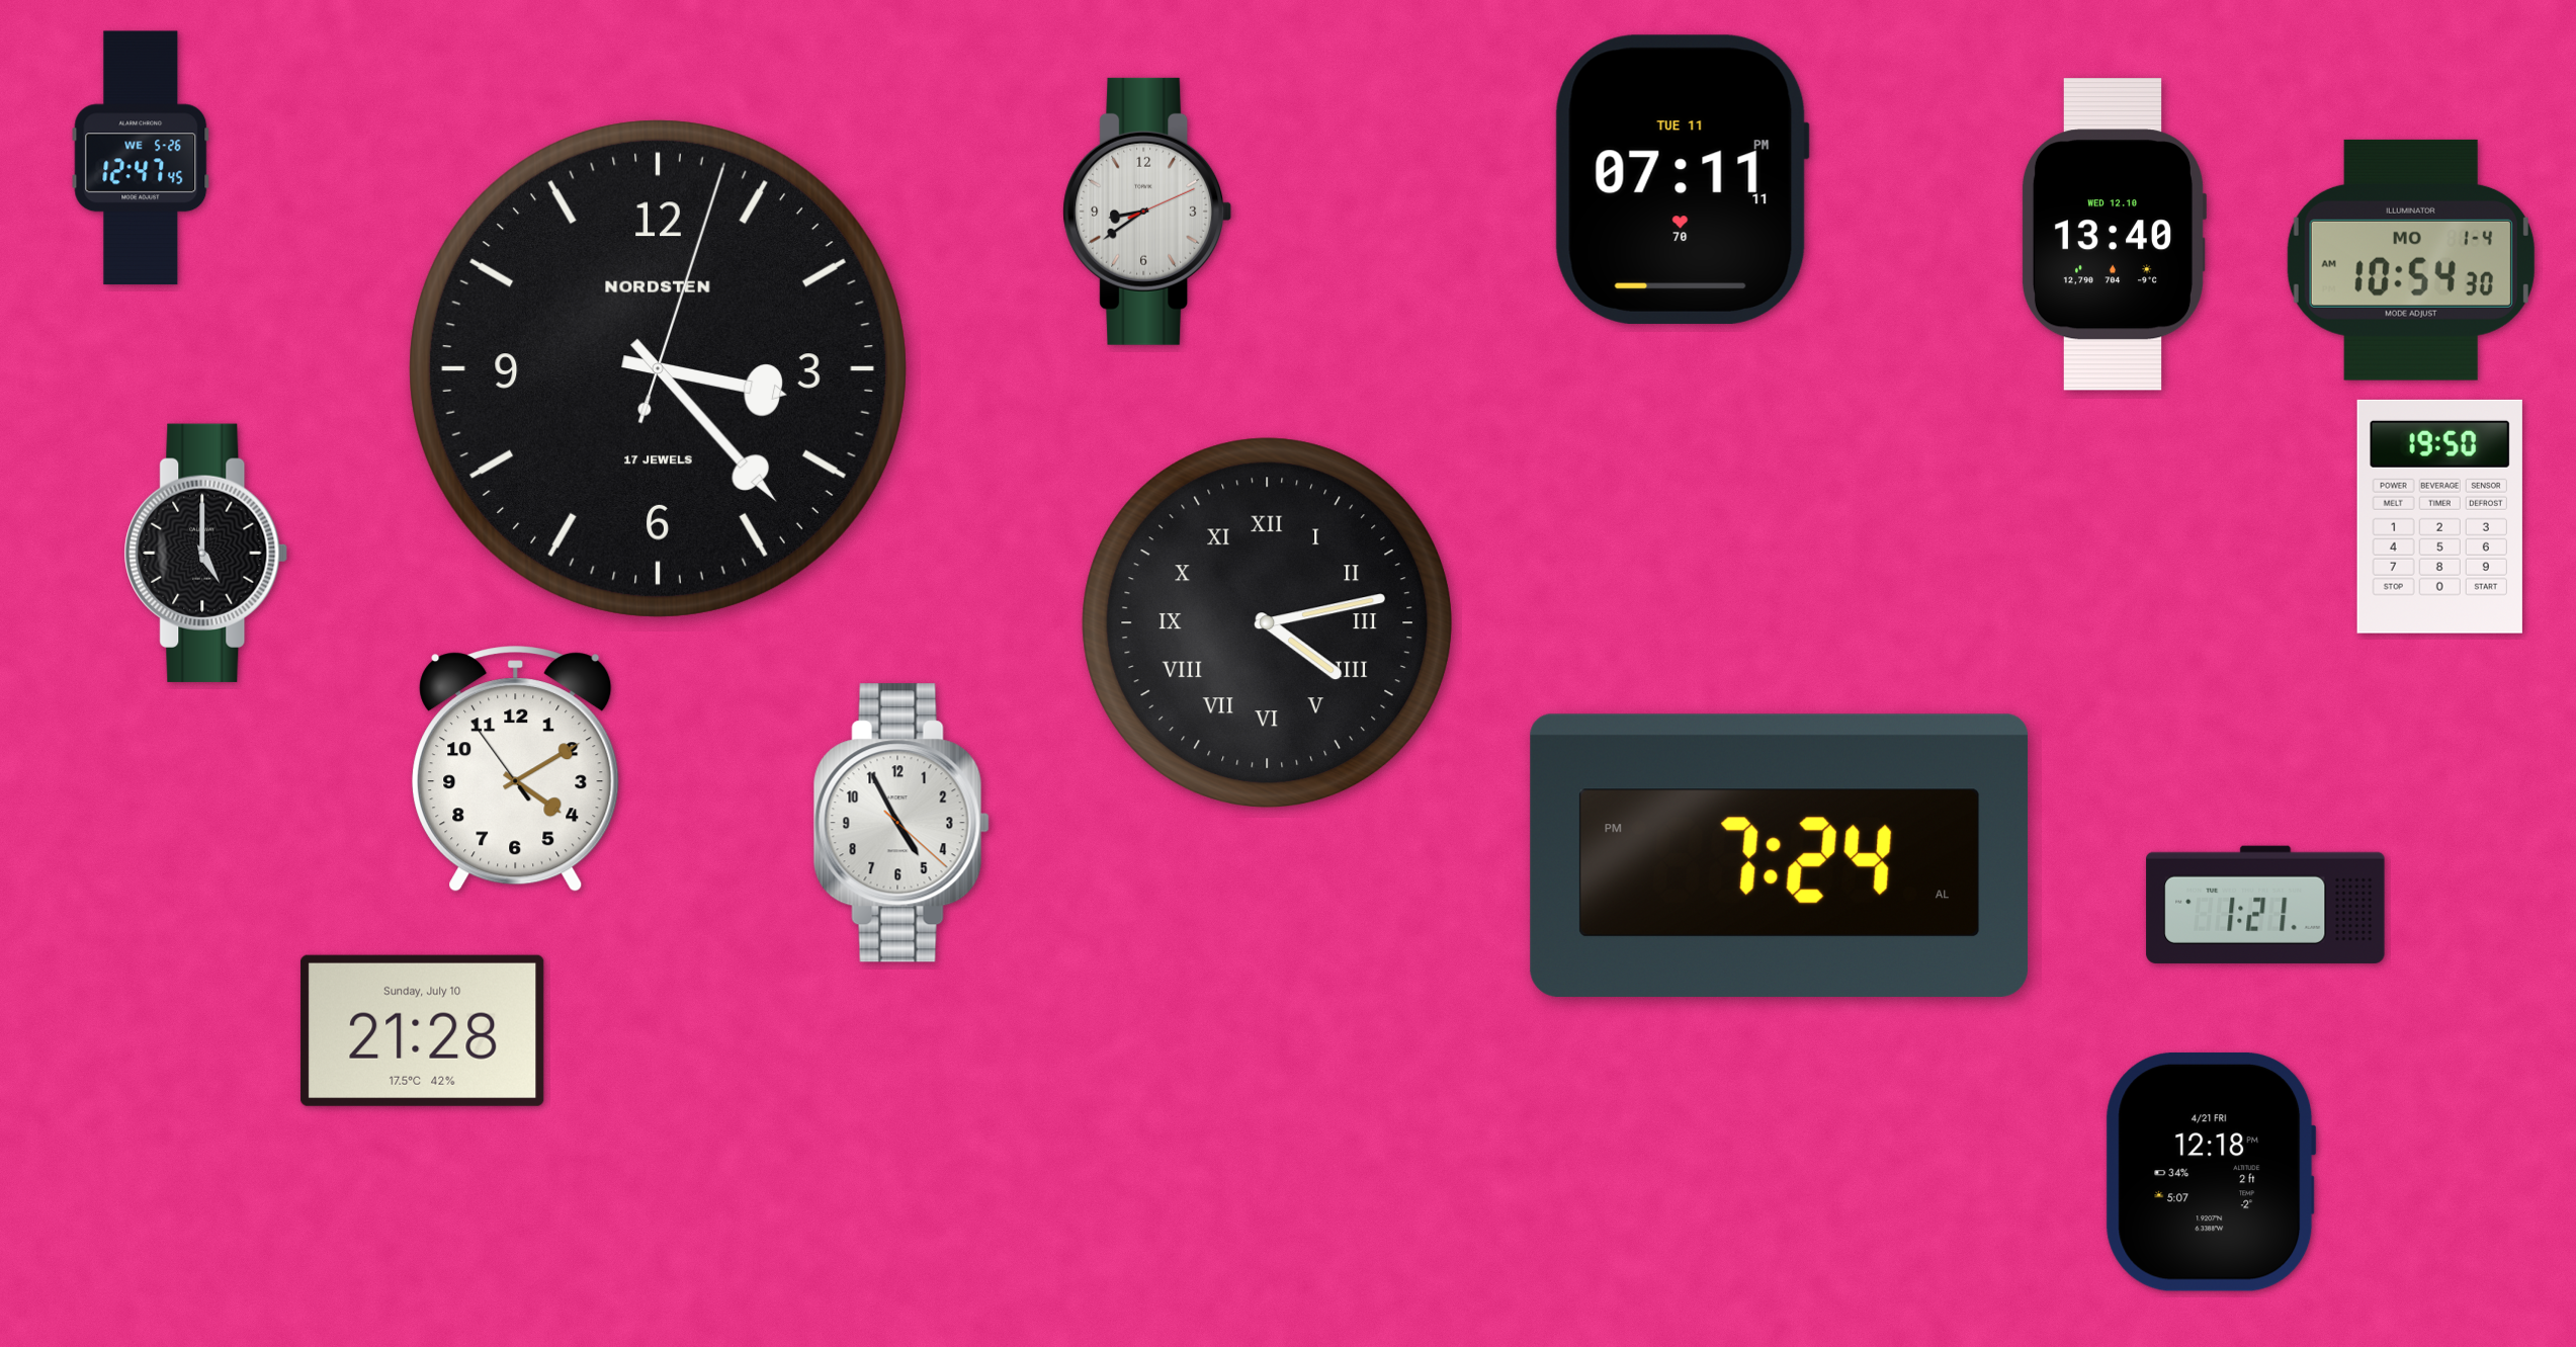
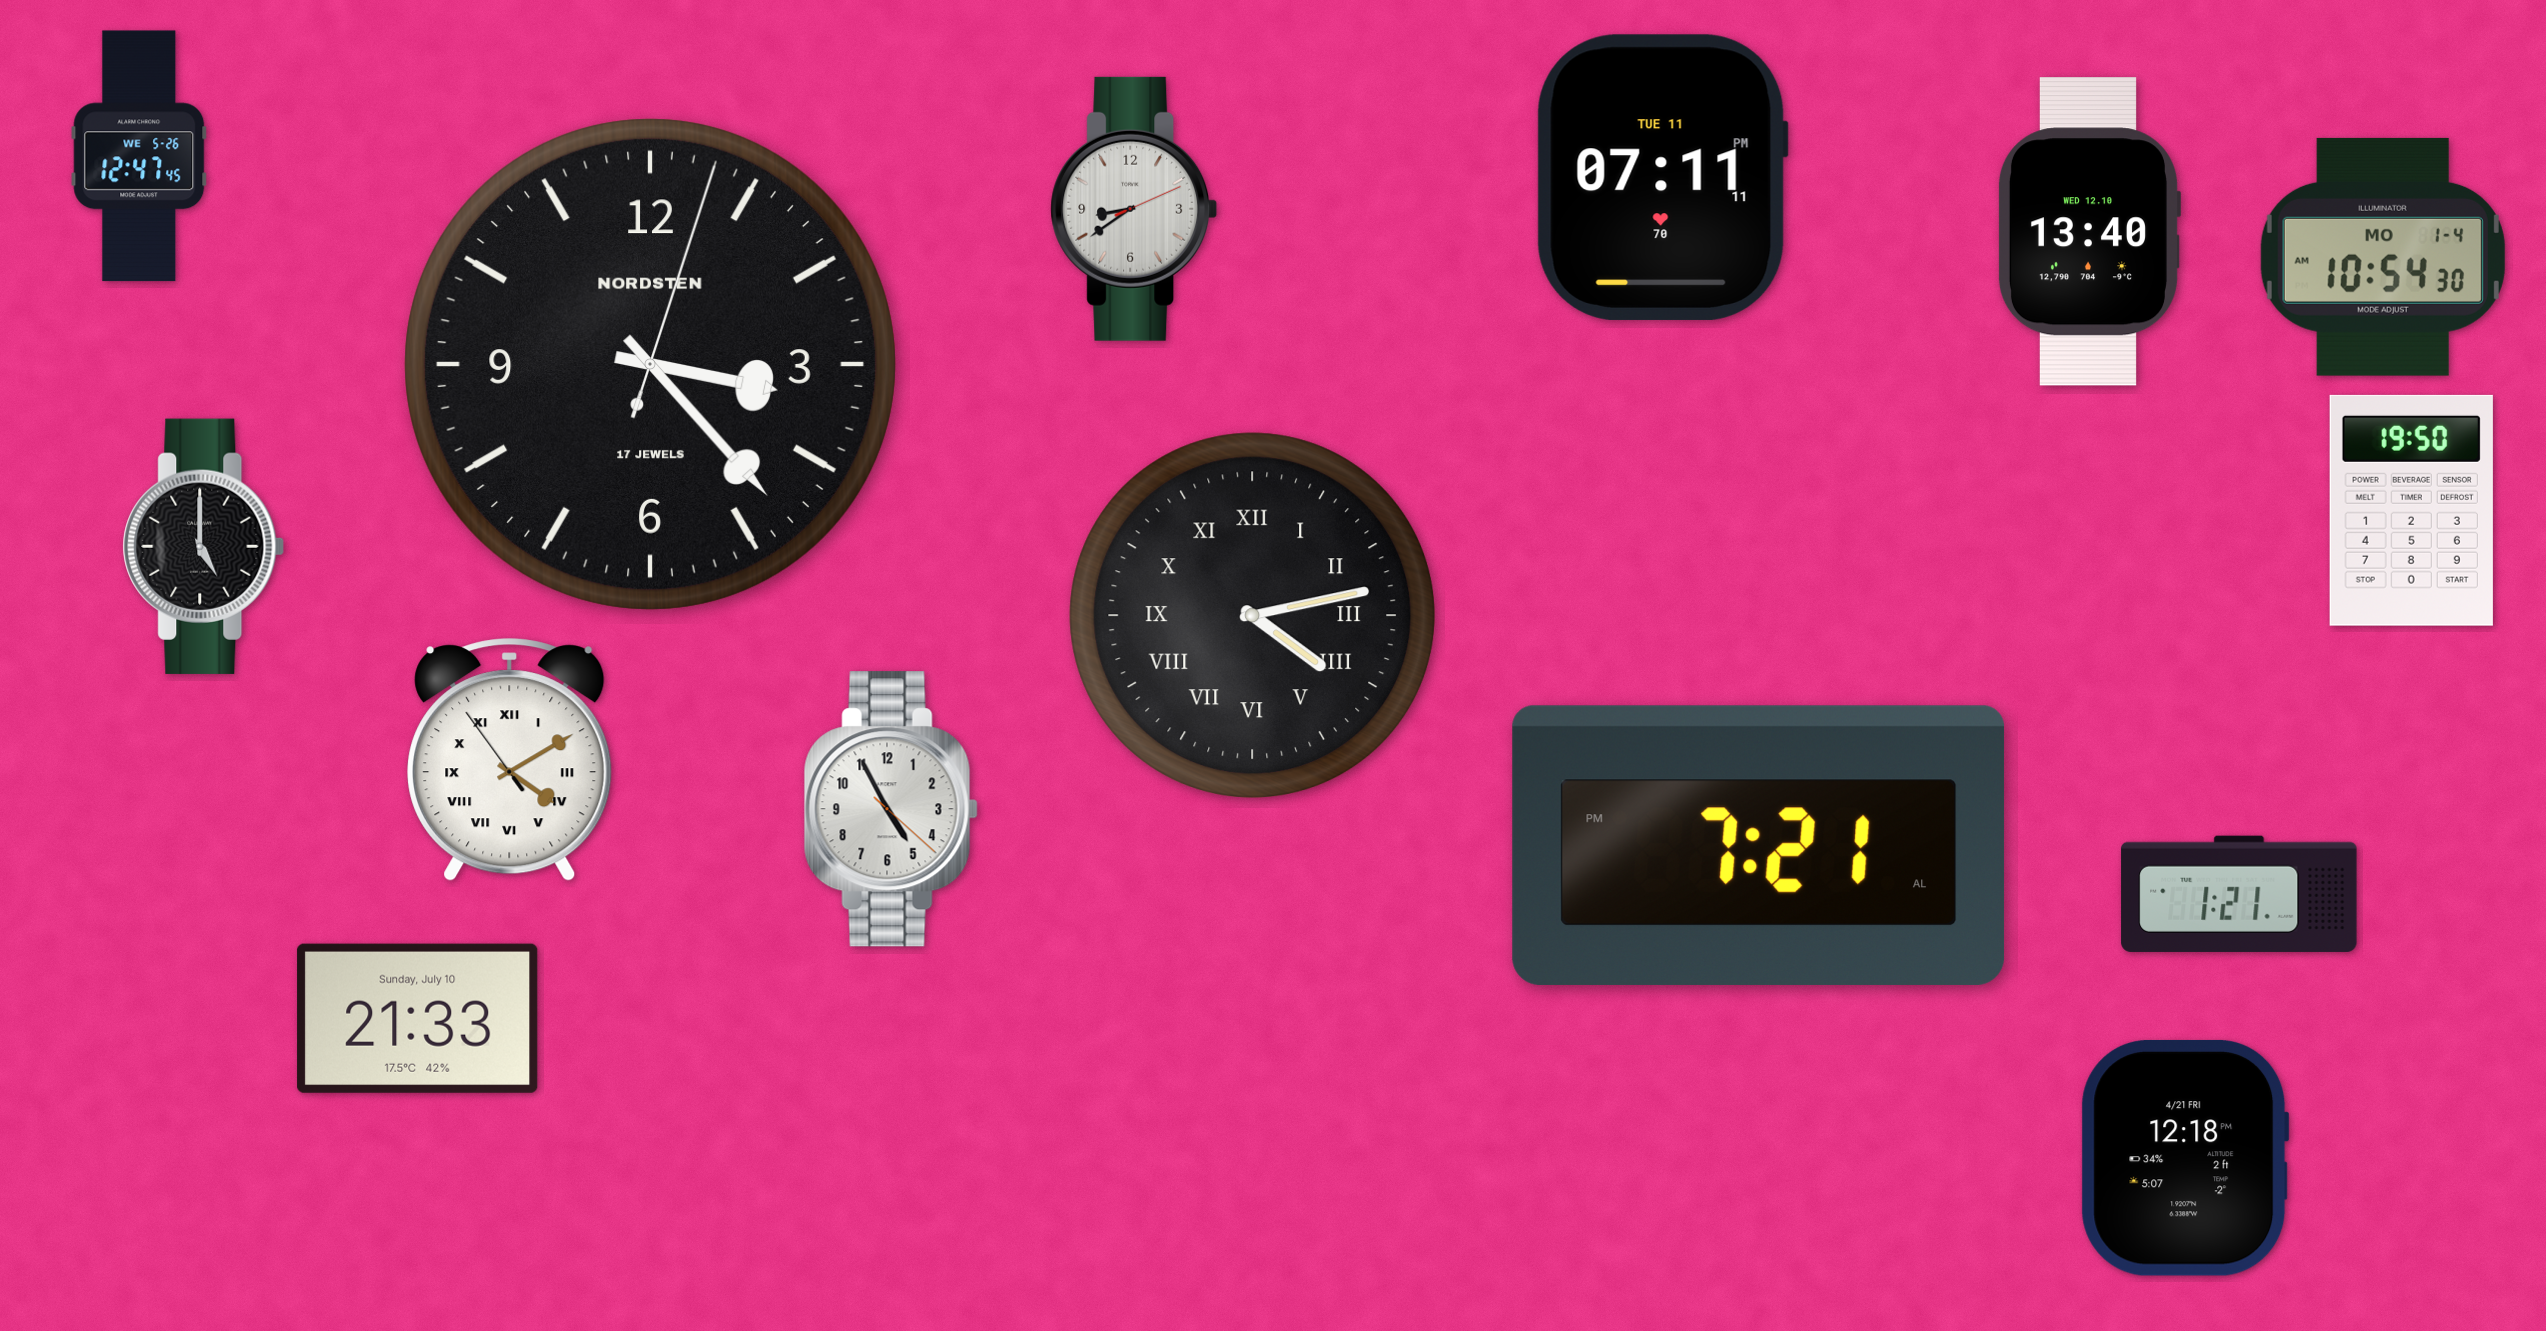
clock at (516, 769) numerals: Arabic -> Roman
clock at (901, 823) position: (901, 823) -> (891, 809)
clock at (1780, 855): 7:24 -> 7:21
clock at (423, 1030): 21:28 -> 21:33
